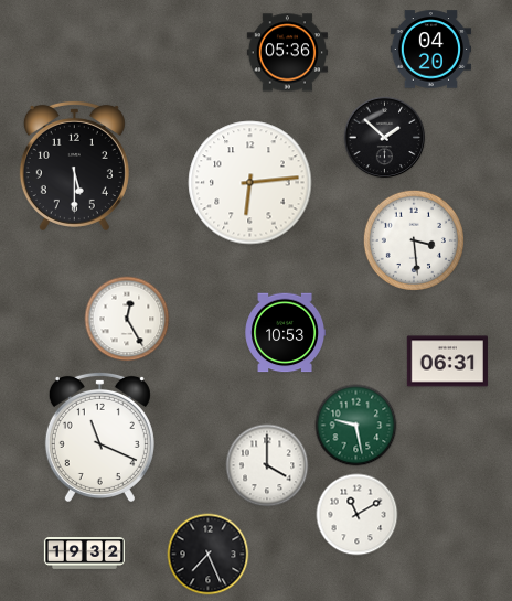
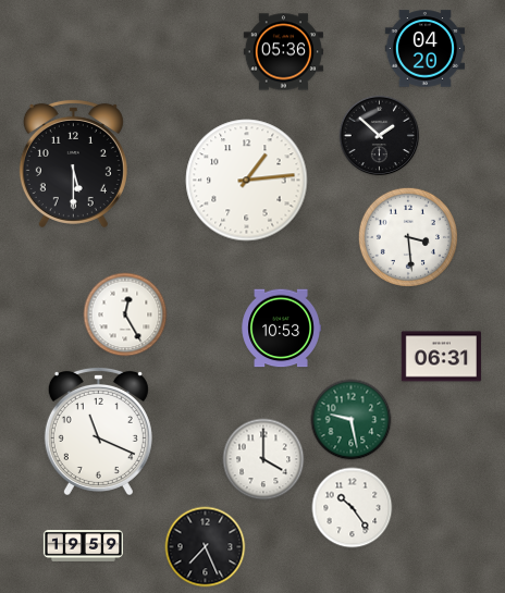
clock at (250, 183): 6:14 -> 1:14
clock at (358, 515): 11:10 -> 10:24
clock at (84, 554): 19:32 -> 19:59
